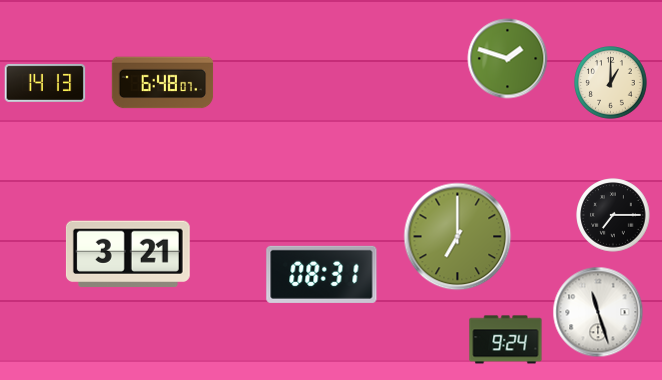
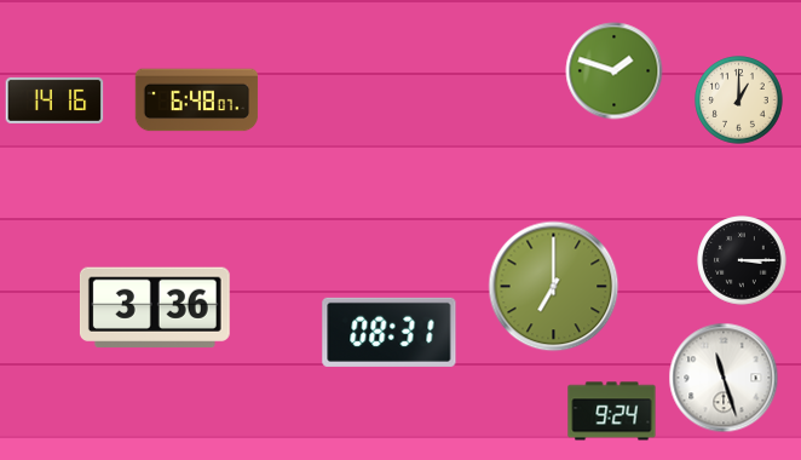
clock at (45, 83): 14:13 -> 14:16
clock at (613, 215): 7:15 -> 3:15
clock at (128, 254): 3:21 -> 3:36
